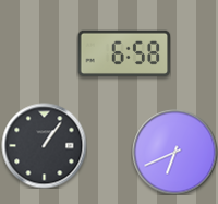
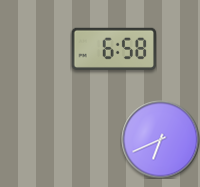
clock at (44, 145): 1:06 -> none
